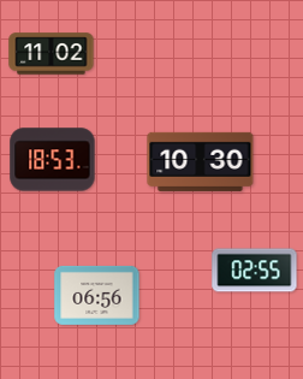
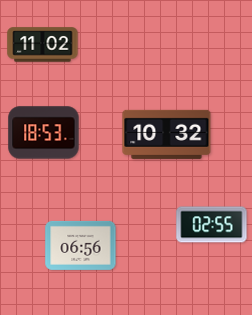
clock at (201, 161): 10:30 -> 10:32
